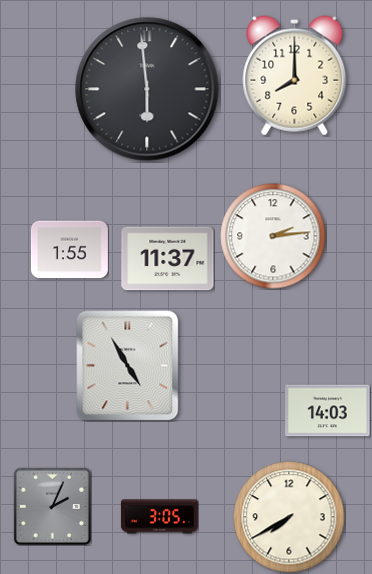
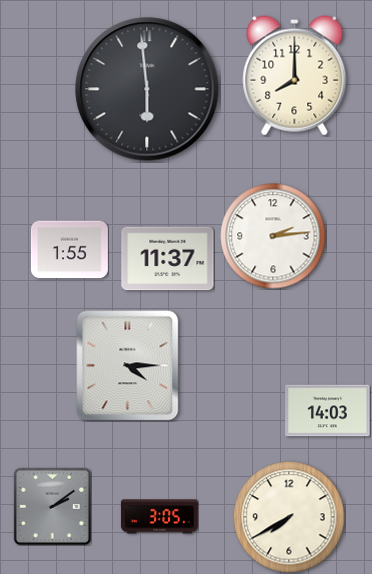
clock at (128, 366): 4:55 -> 4:15
clock at (52, 506): 2:04 -> 2:09
